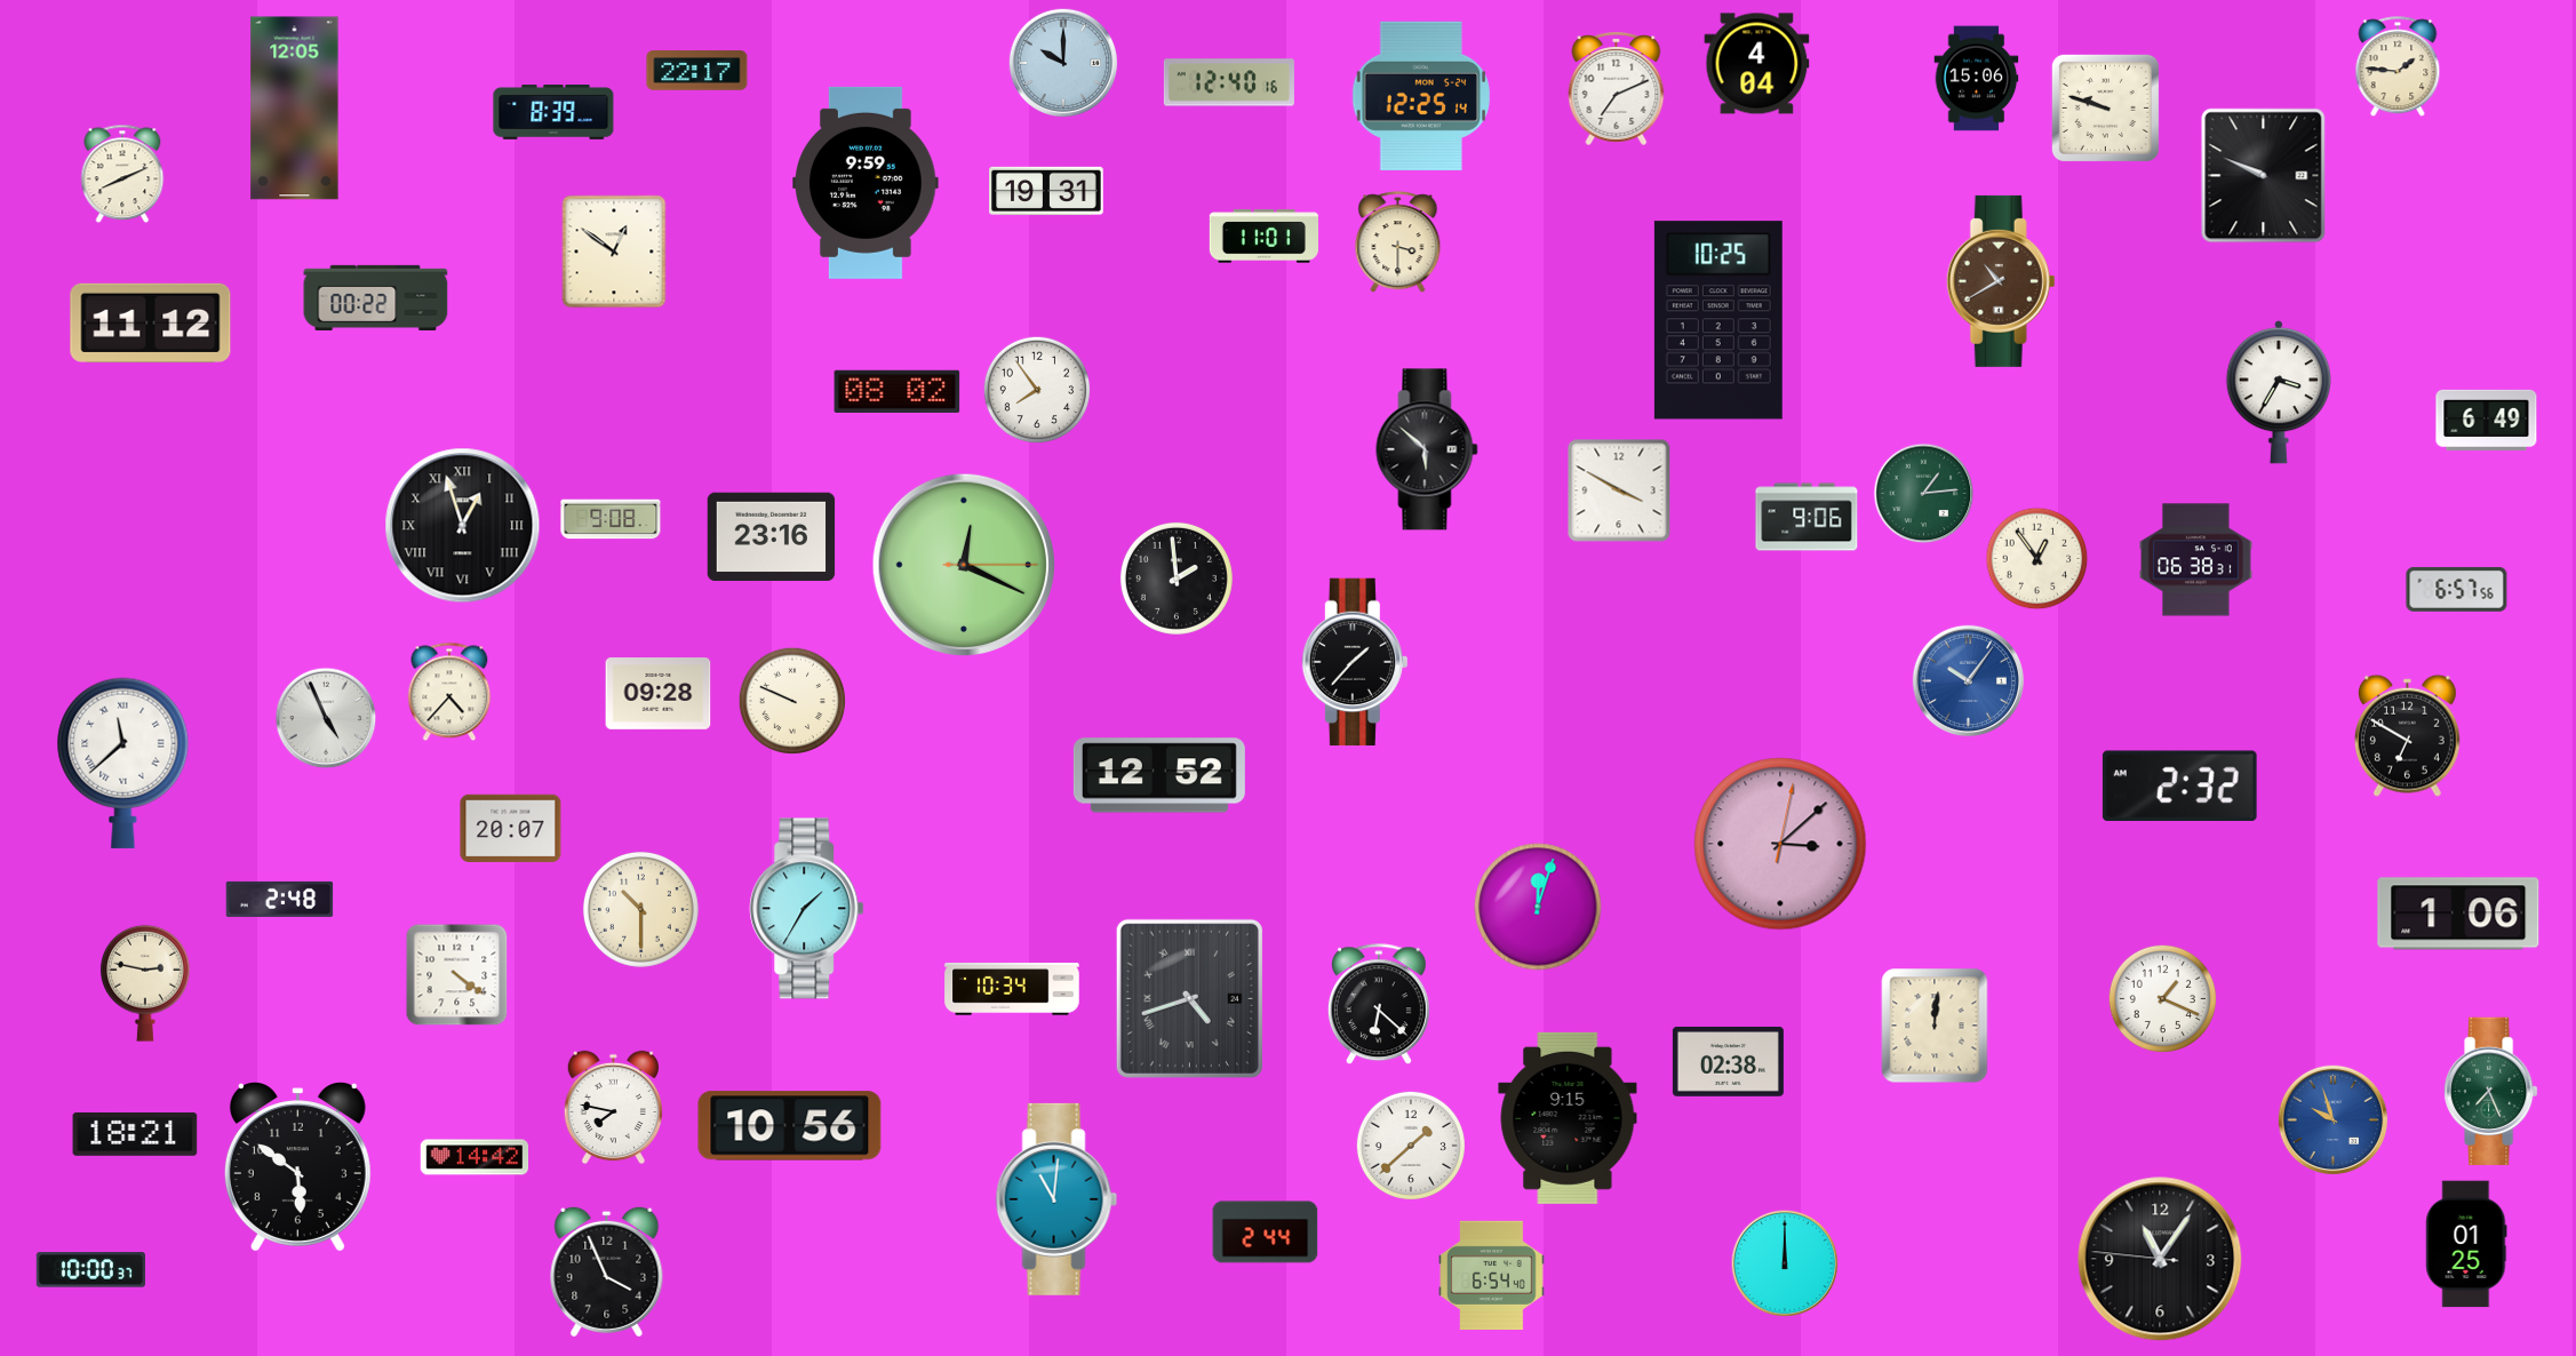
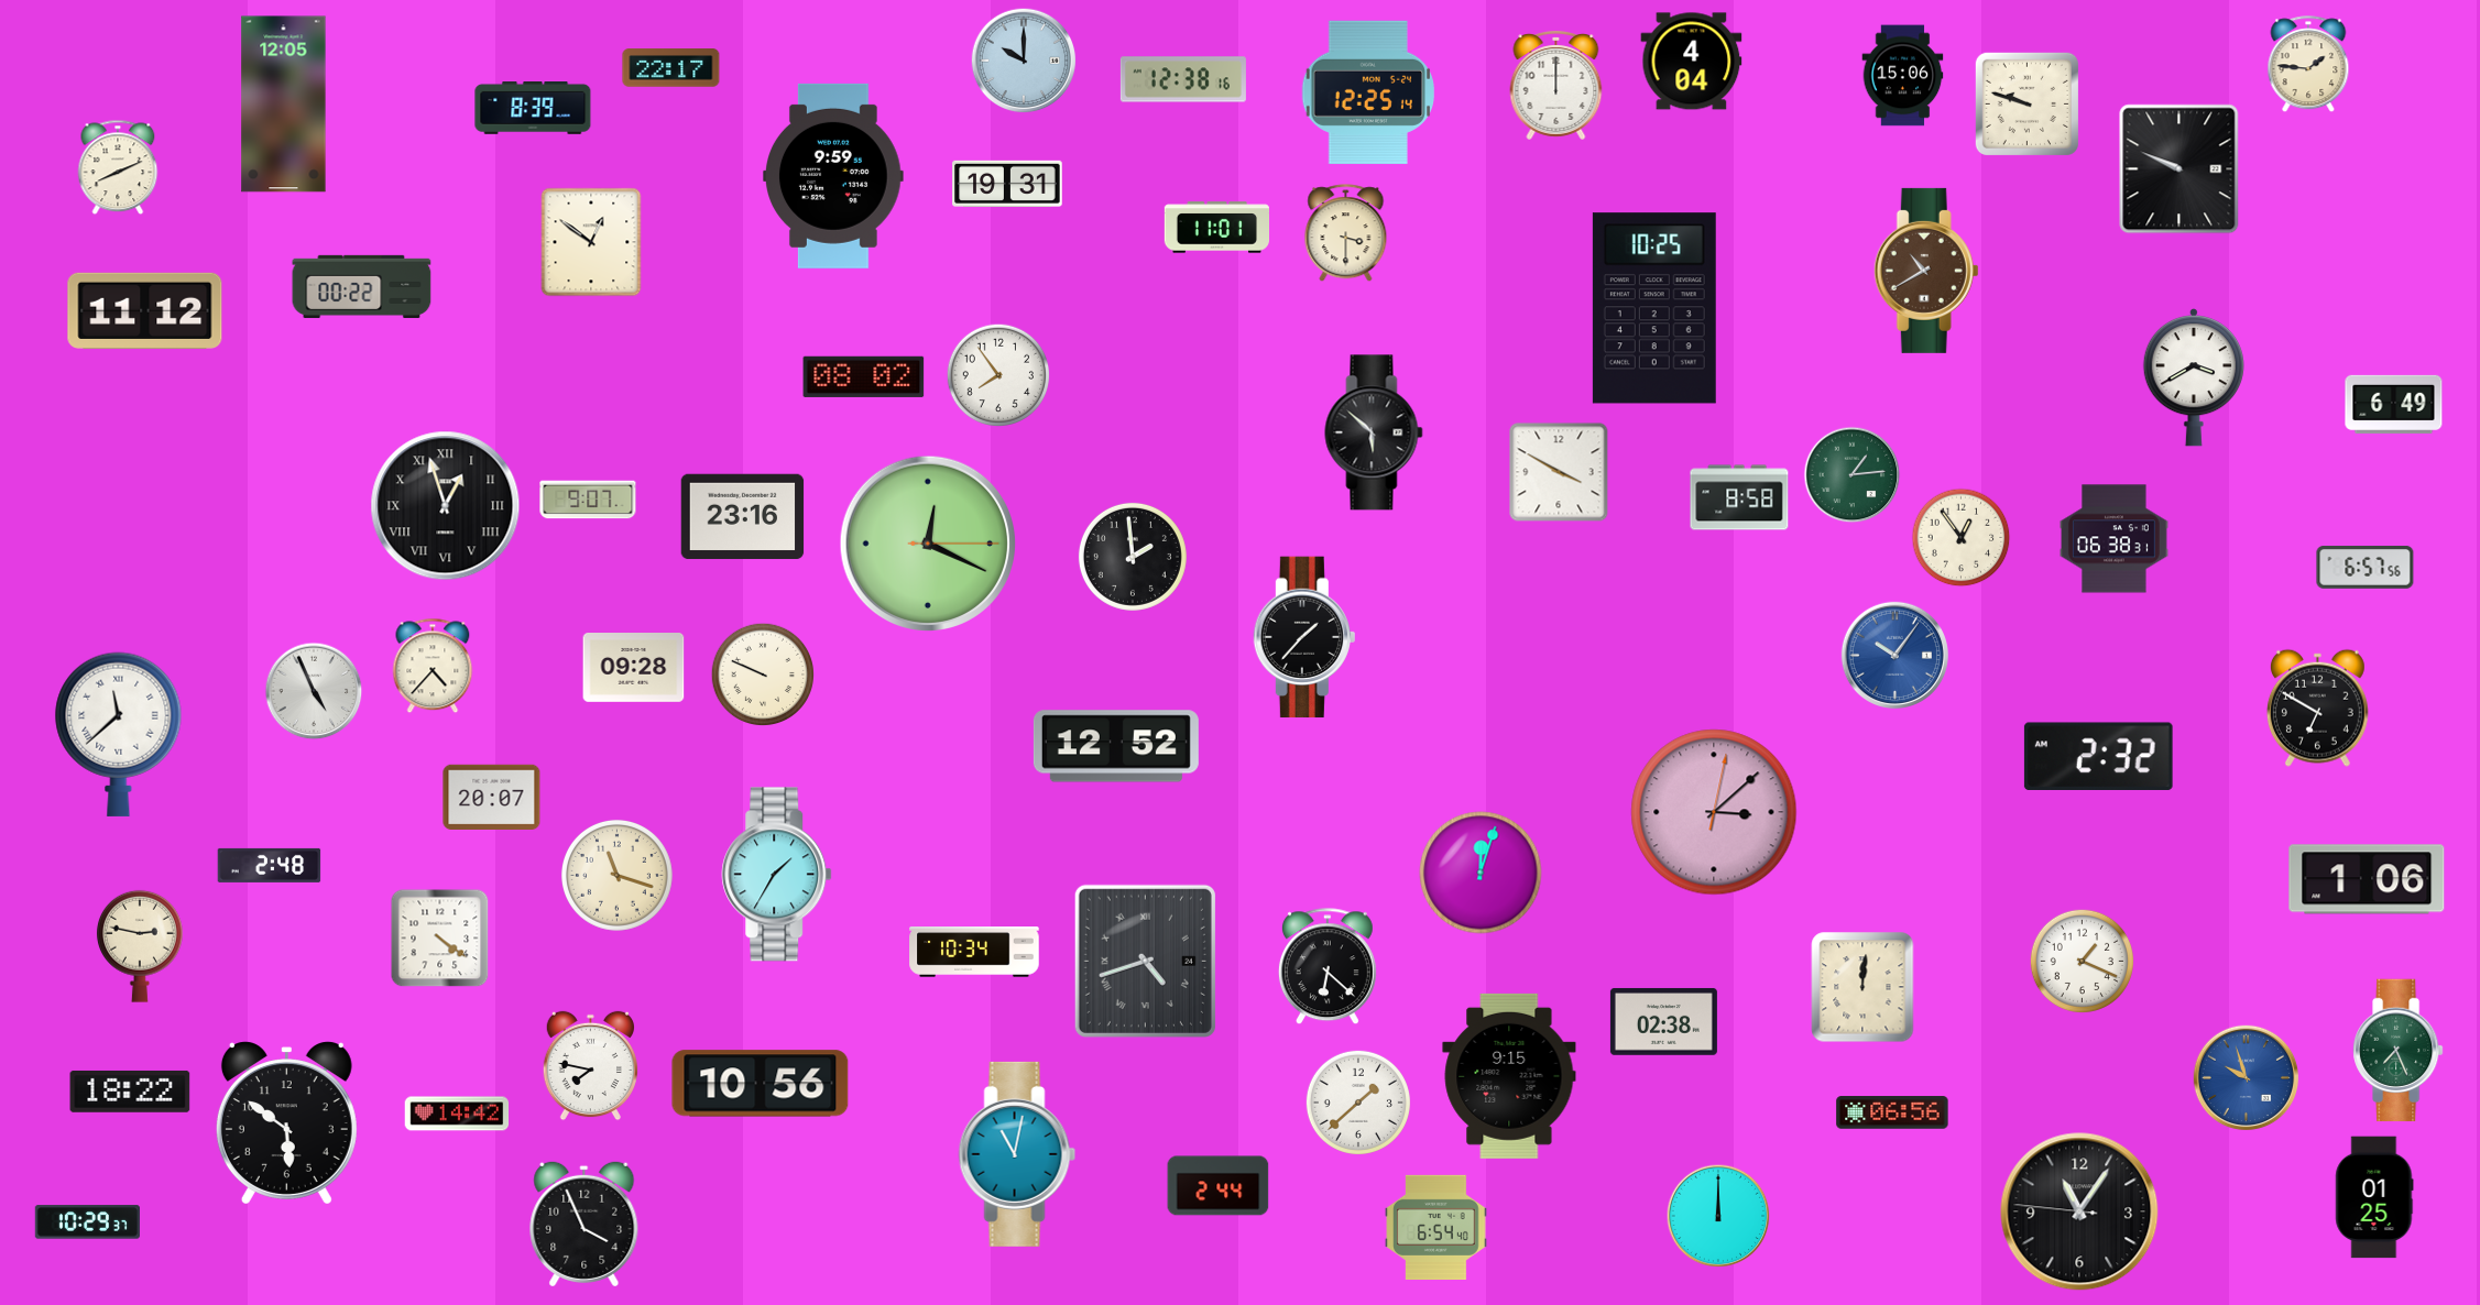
clock at (1229, 82): 12:40 -> 12:38
clock at (1617, 89): 7:11 -> 12:00
clock at (2279, 393): 3:35 -> 3:40
clock at (1807, 517): 9:06 -> 8:58
clock at (611, 519): 9:08 -> 9:07
clock at (641, 910): 10:30 -> 11:18
clock at (135, 1134): 18:21 -> 18:22
clock at (1892, 1112): none -> 06:56
clock at (1056, 1199): 11:01 -> 11:02
clock at (90, 1270): 10:00 -> 10:29
